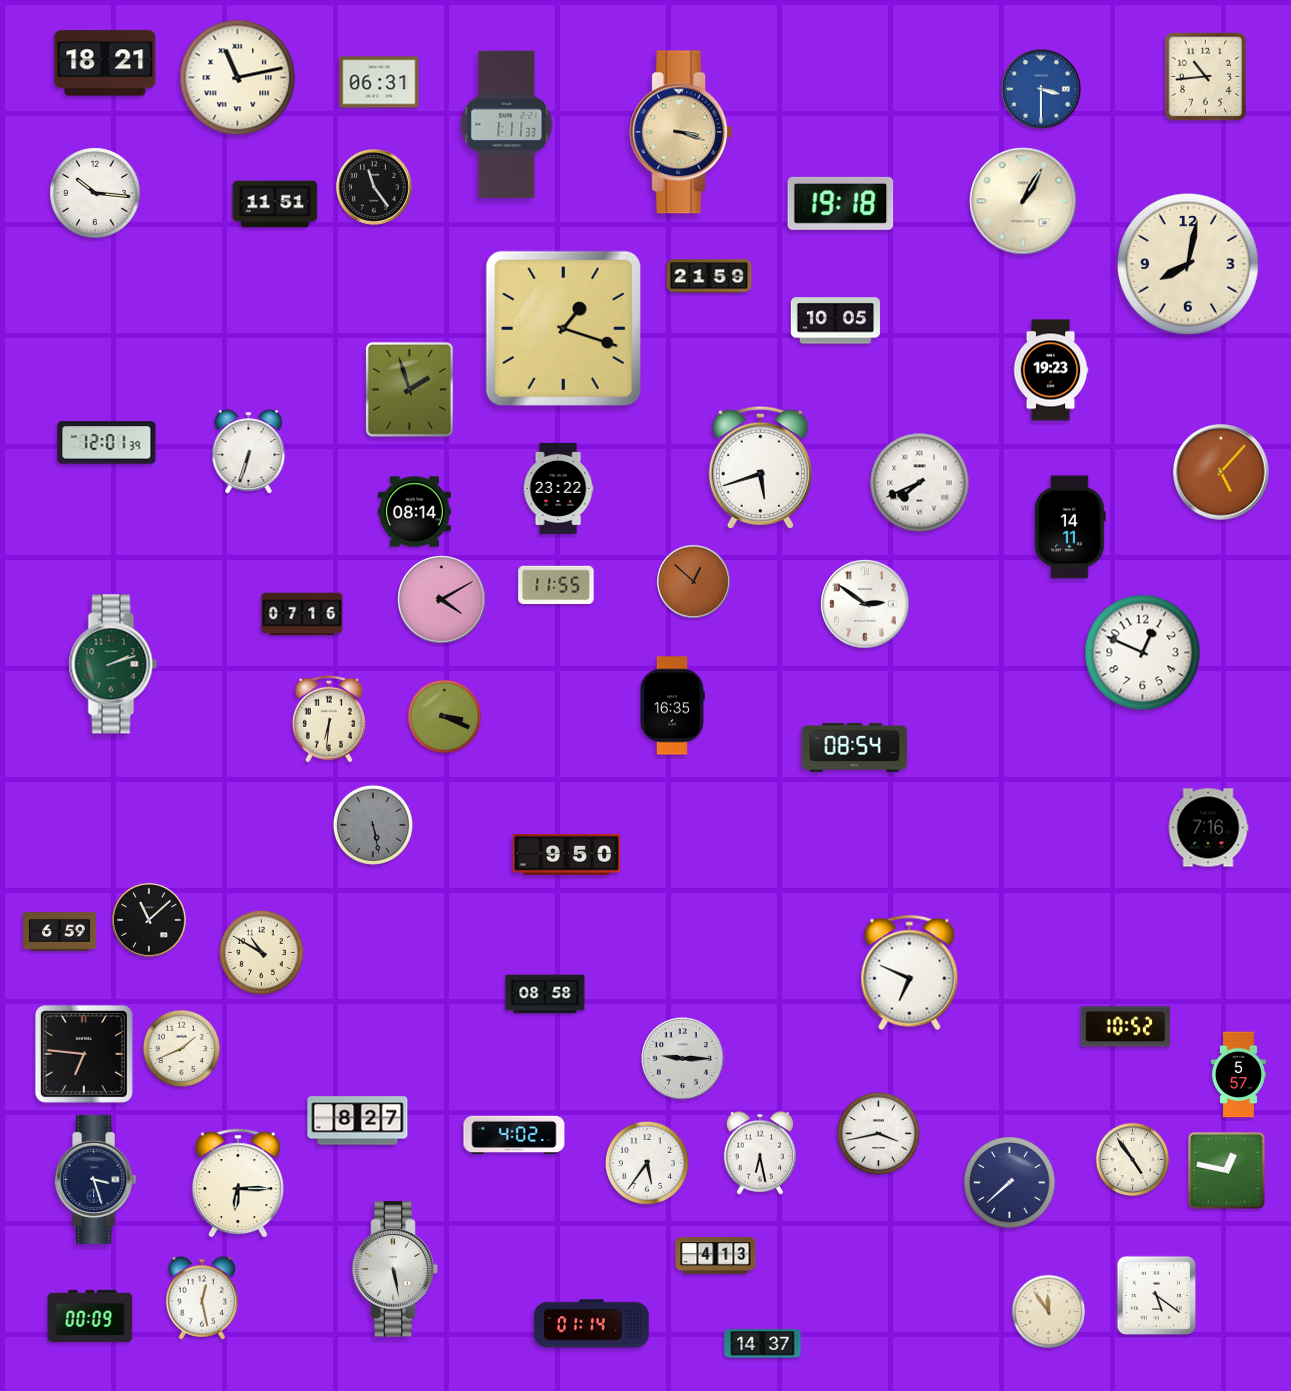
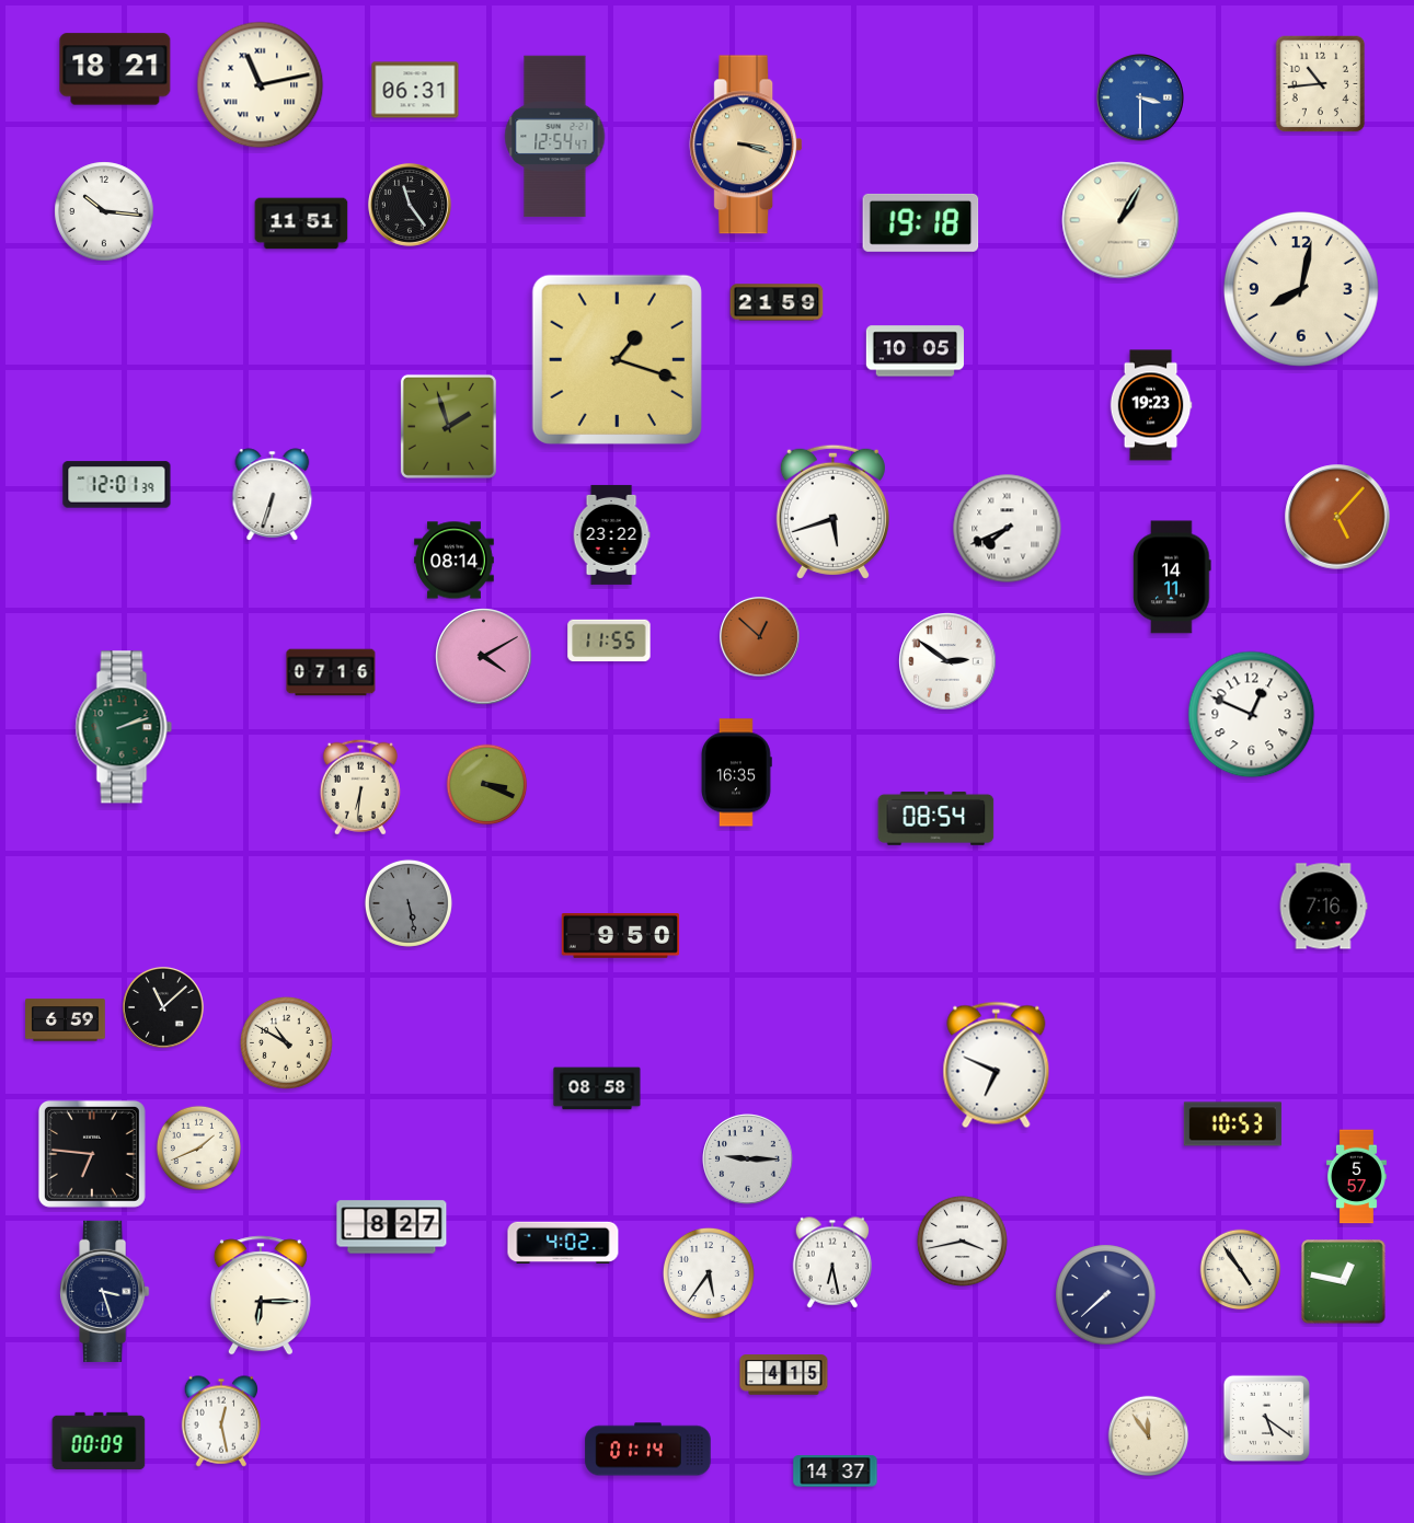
clock at (507, 125): 1:11 -> 12:54
clock at (1125, 1027): 10:52 -> 10:53
clock at (716, 1256): 4:13 -> 4:15
clock at (395, 1269): 5:28 -> none
